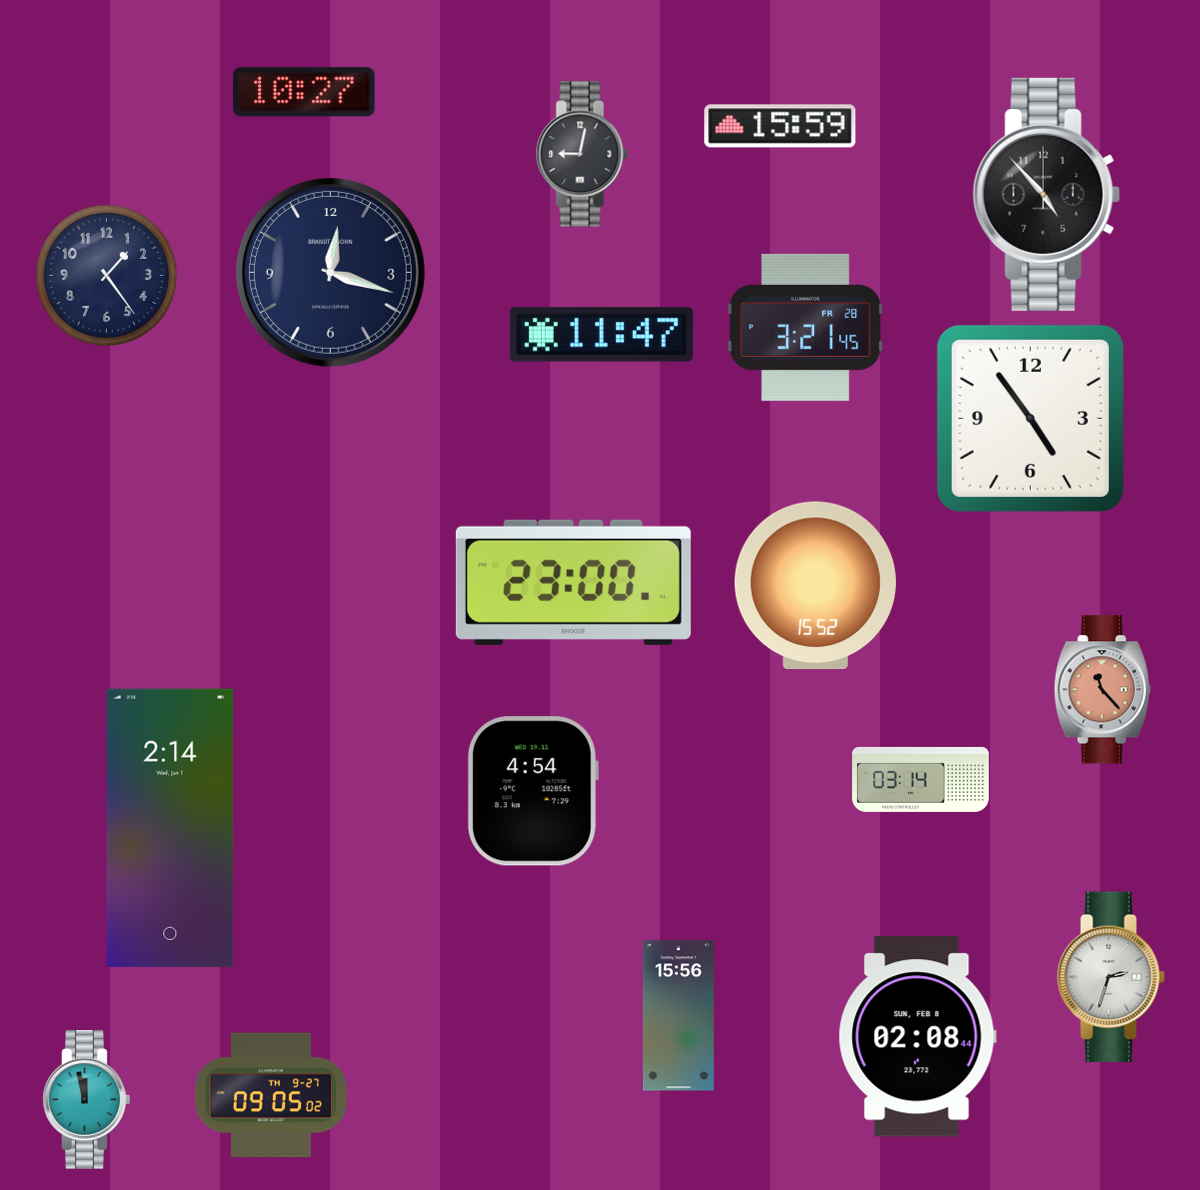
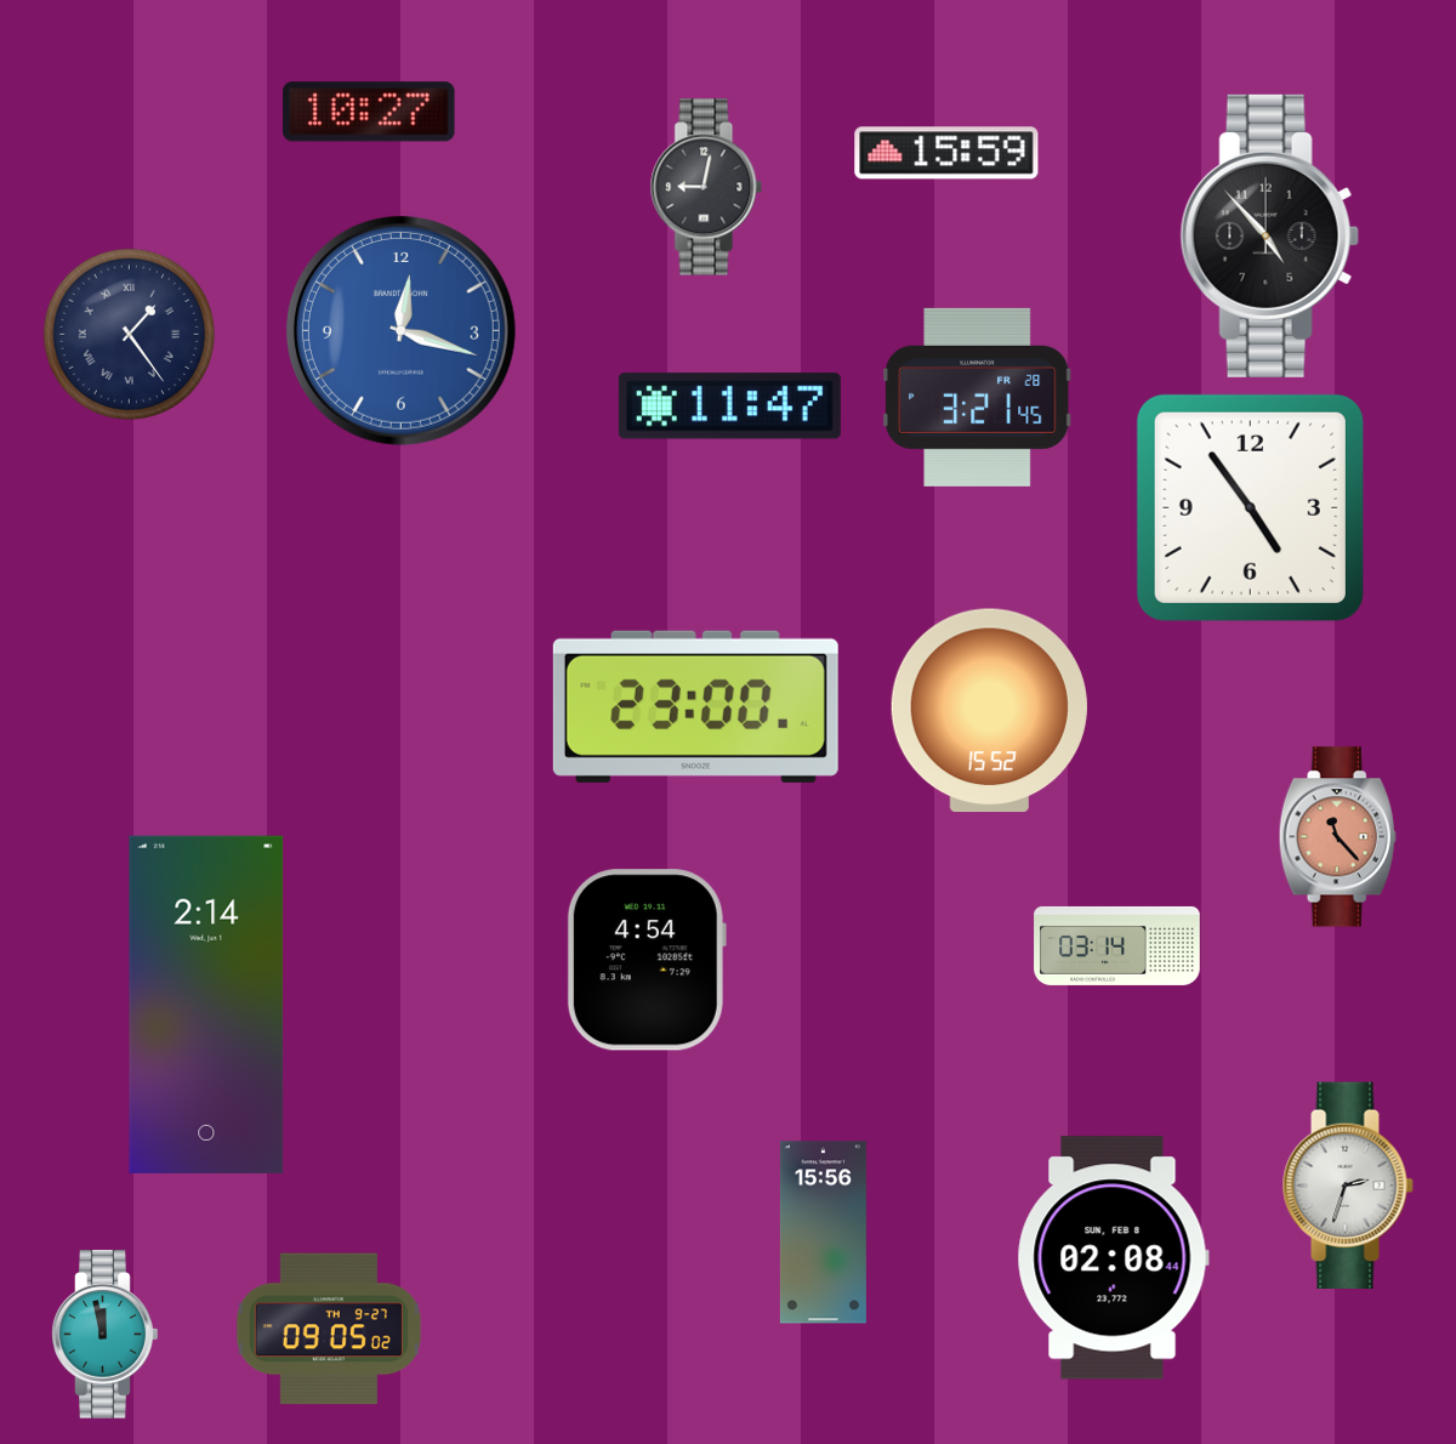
clock at (330, 272) dial: navy -> blue
clock at (106, 275) numerals: Arabic -> Roman
